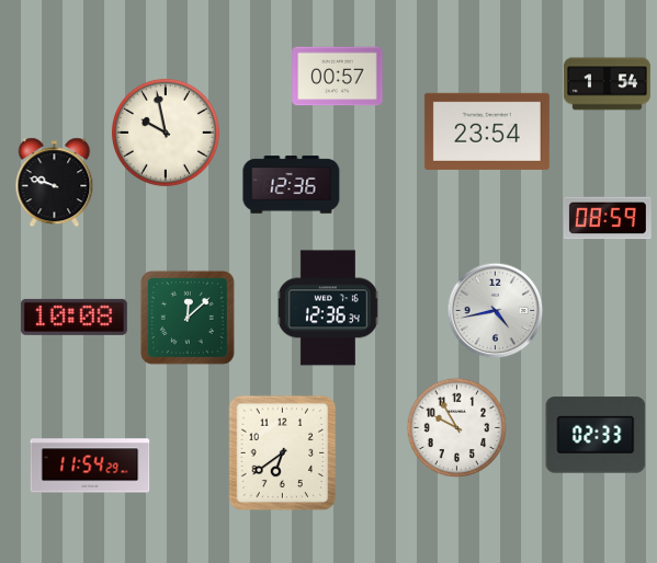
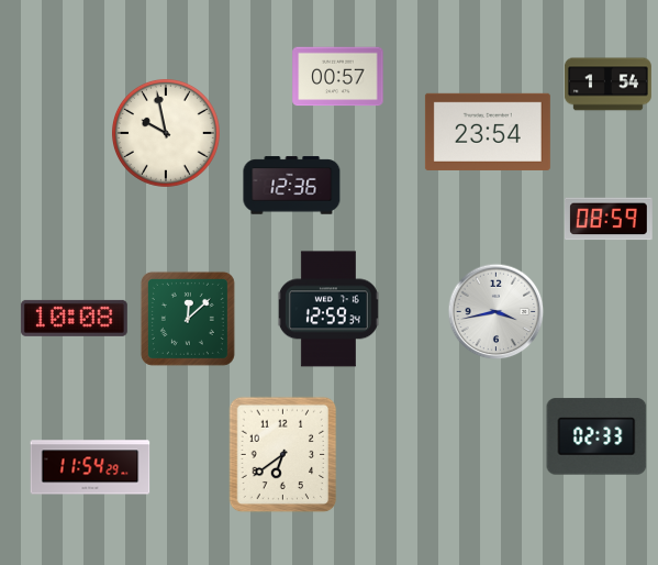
clock at (55, 183): 9:48 -> none
clock at (328, 308): 12:36 -> 12:59
clock at (496, 311): 4:43 -> 3:43
clock at (457, 428): 9:55 -> none
